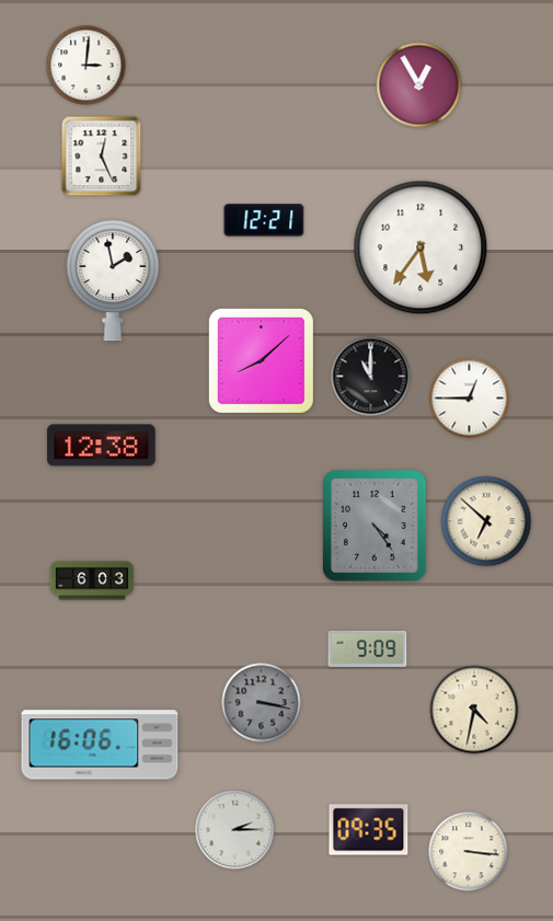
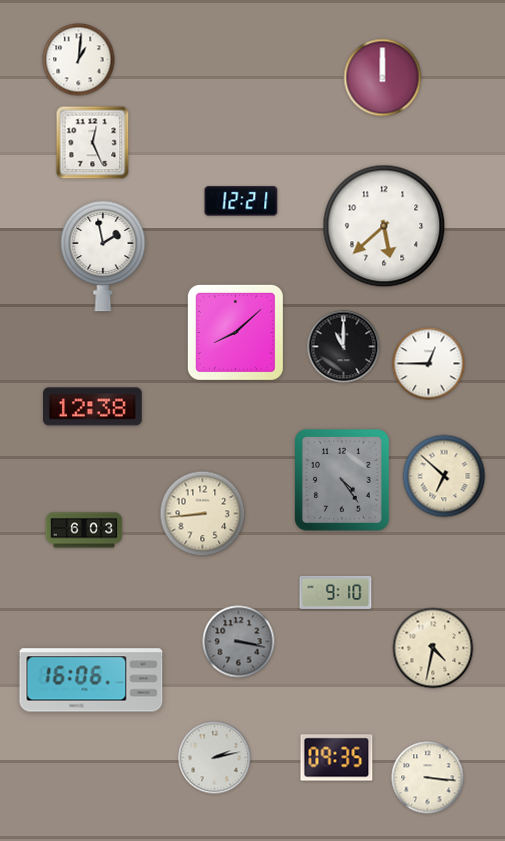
clock at (87, 66): 3:01 -> 1:01
clock at (419, 85): 12:55 -> 12:00
clock at (420, 247): 5:36 -> 5:38
clock at (261, 360) position: (261, 360) -> (235, 332)
clock at (371, 377) position: (371, 377) -> (344, 347)
clock at (203, 514): none -> 8:44
clock at (368, 648): 9:09 -> 9:10
clock at (235, 830): 2:15 -> 2:13
